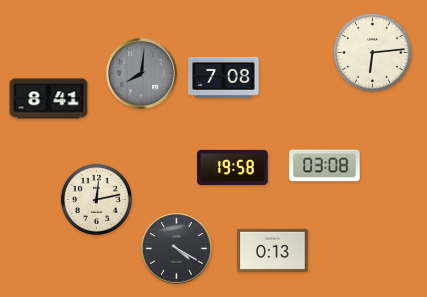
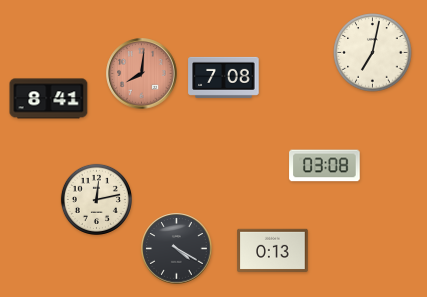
clock at (373, 53): 6:14 -> 7:02
clock at (142, 74) dial: grey -> salmon
clock at (233, 167): 19:58 -> none
